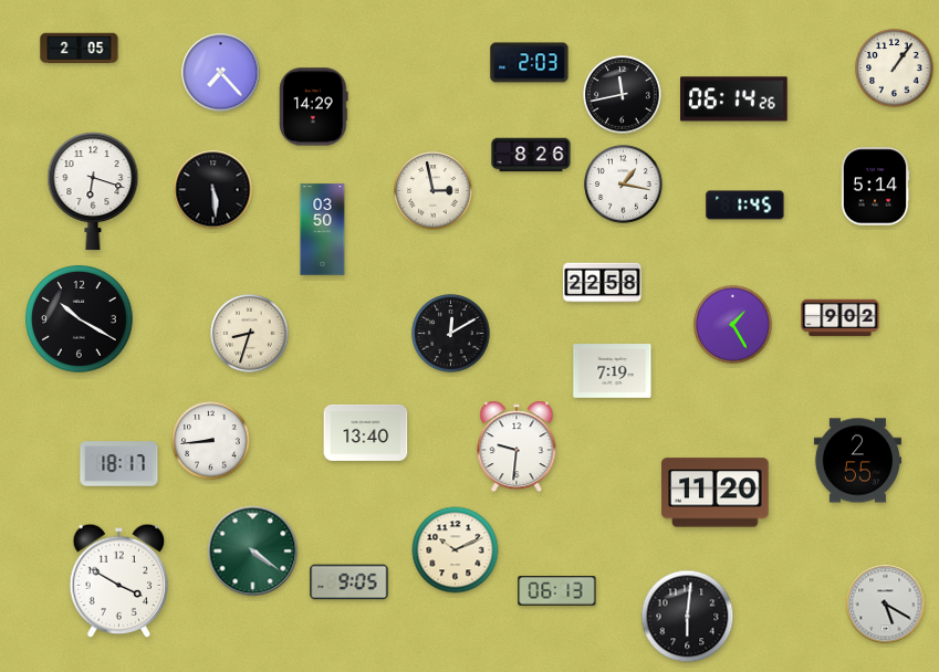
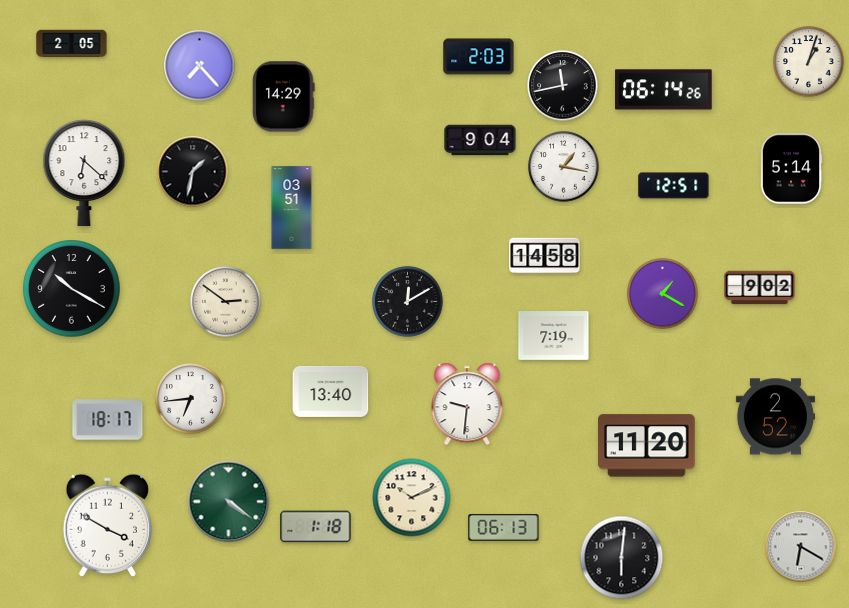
clock at (895, 69): 1:06 -> 1:03
clock at (531, 155): 8:26 -> 9:04
clock at (213, 190): 5:29 -> 1:32
clock at (93, 191): 6:18 -> 6:22
clock at (434, 191): 2:58 -> none
clock at (745, 206): 1:45 -> 12:51
clock at (323, 230): 03:50 -> 03:51
clock at (603, 283): 22:58 -> 14:58
clock at (733, 325): 1:25 -> 1:20
clock at (250, 334): 8:33 -> 2:51
clock at (211, 441): 8:44 -> 6:44
clock at (857, 461): 2:55 -> 2:52
clock at (253, 552) position: (253, 552) -> (229, 502)
clock at (349, 582): 9:05 -> 1:18
clock at (557, 590) position: (557, 590) -> (504, 527)
clock at (886, 605): 5:20 -> 6:20
